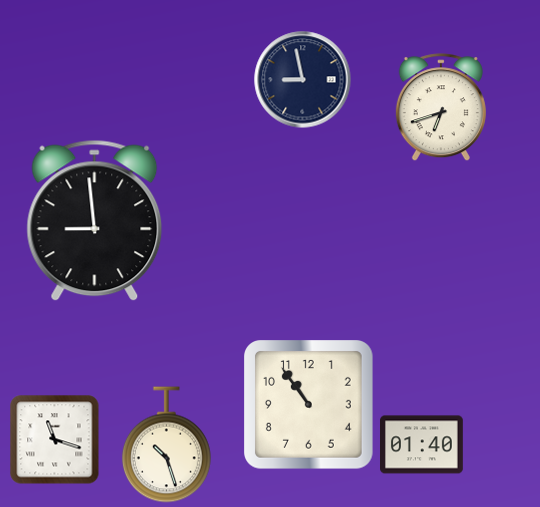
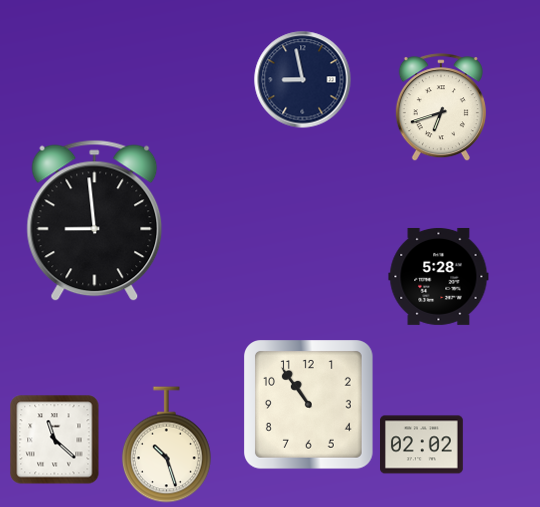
clock at (439, 276): none -> 5:28
clock at (54, 439): 11:18 -> 11:22
clock at (422, 445): 01:40 -> 02:02
